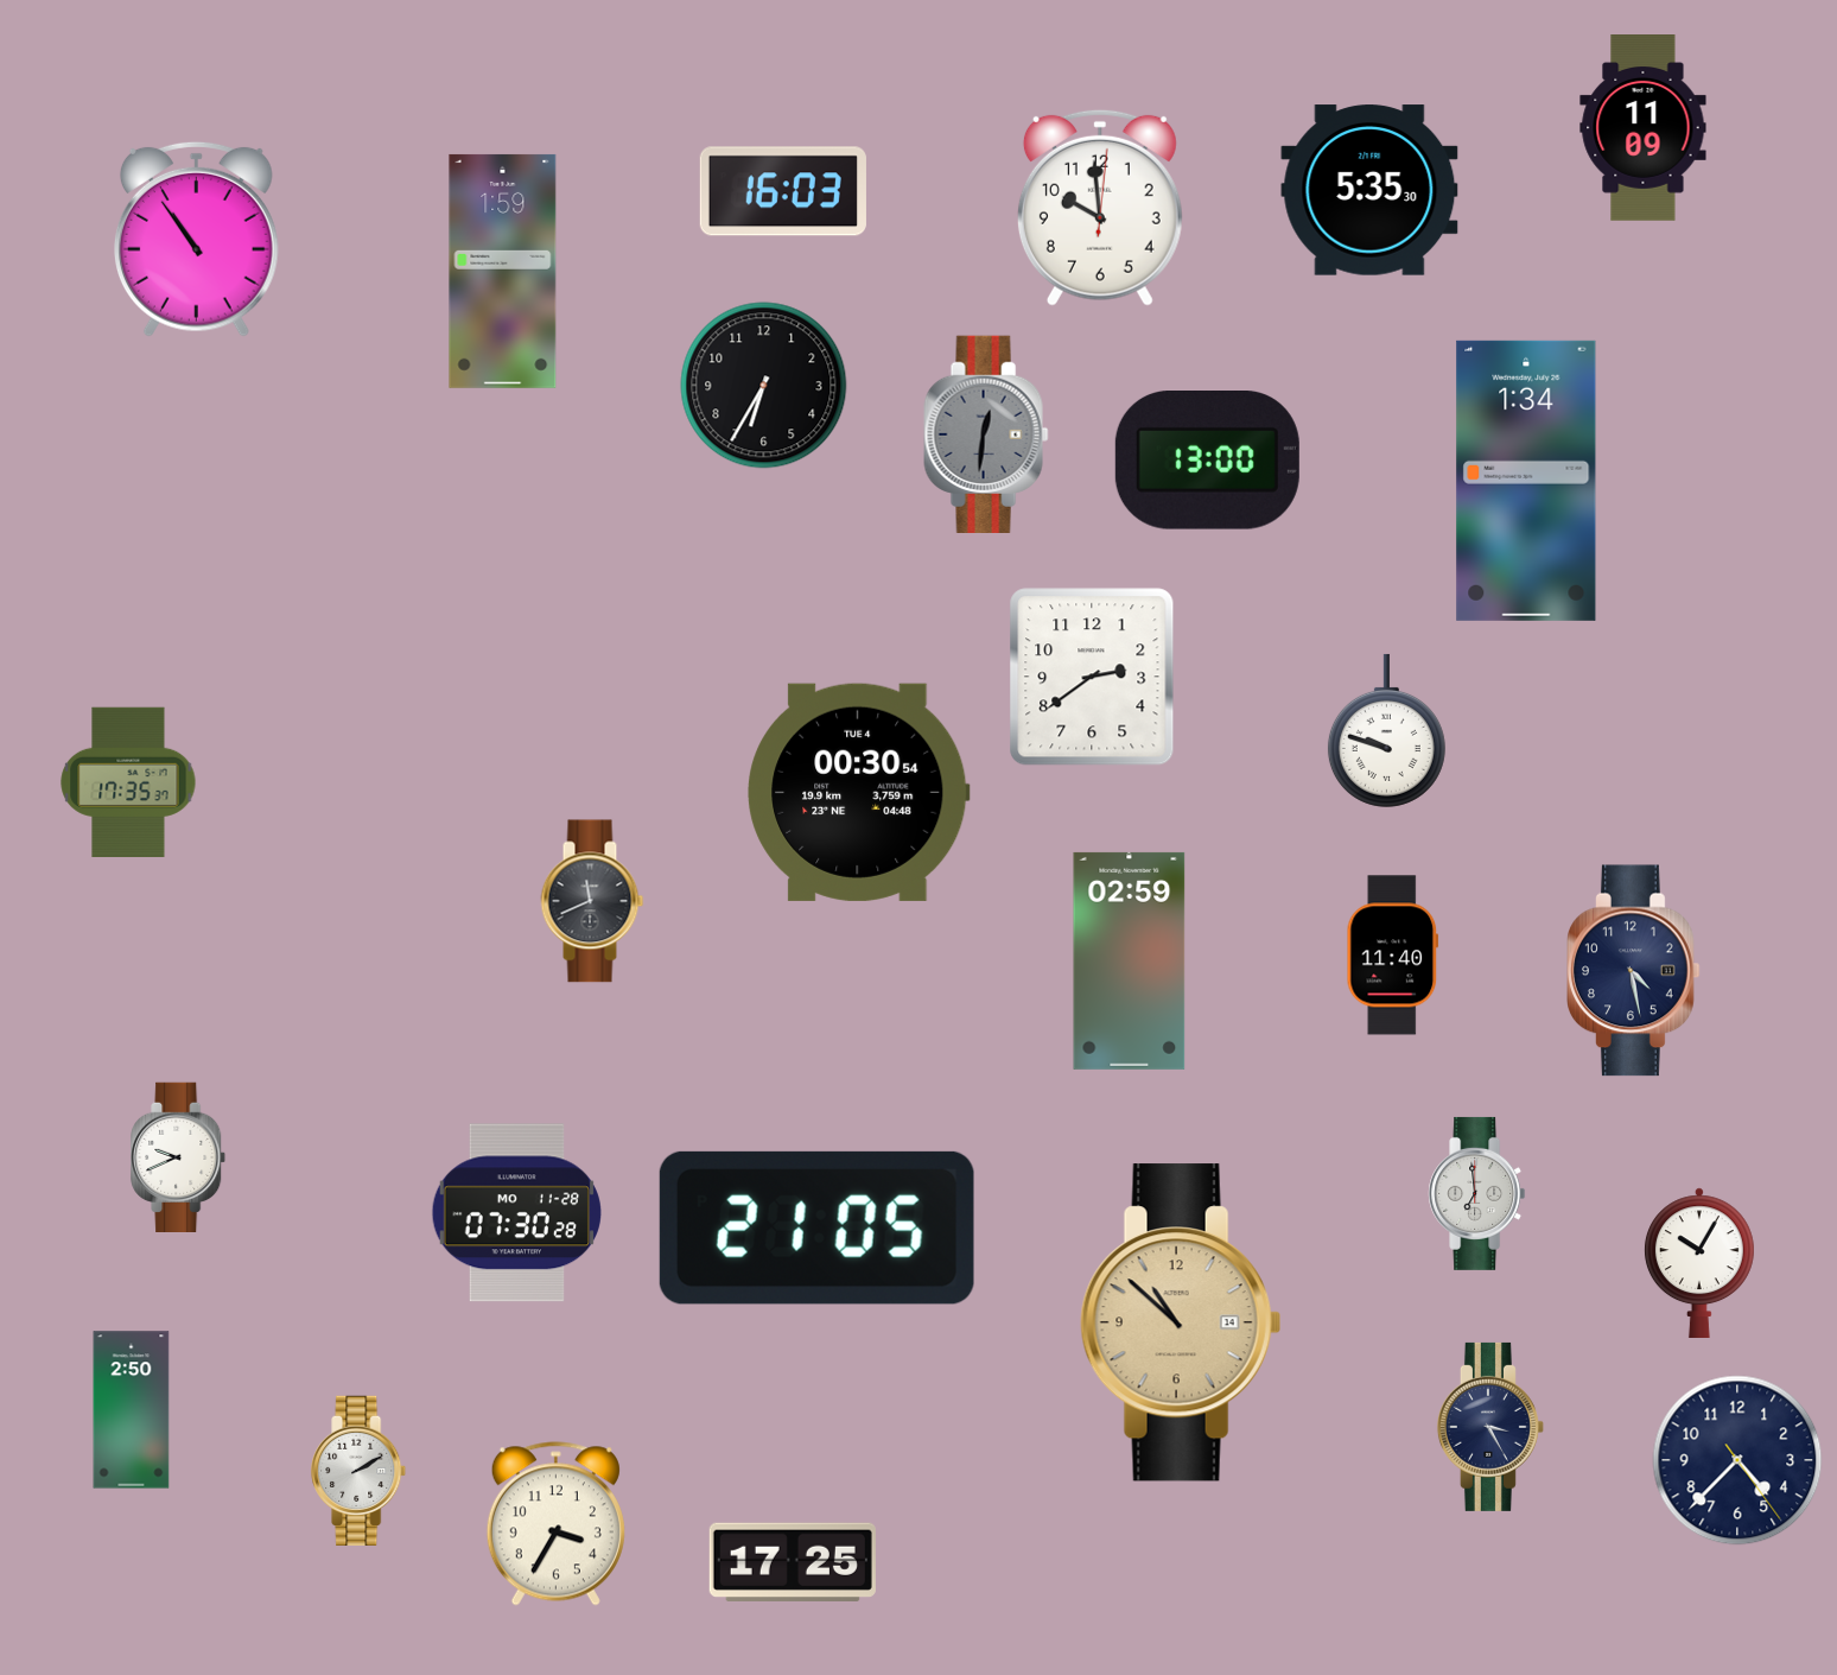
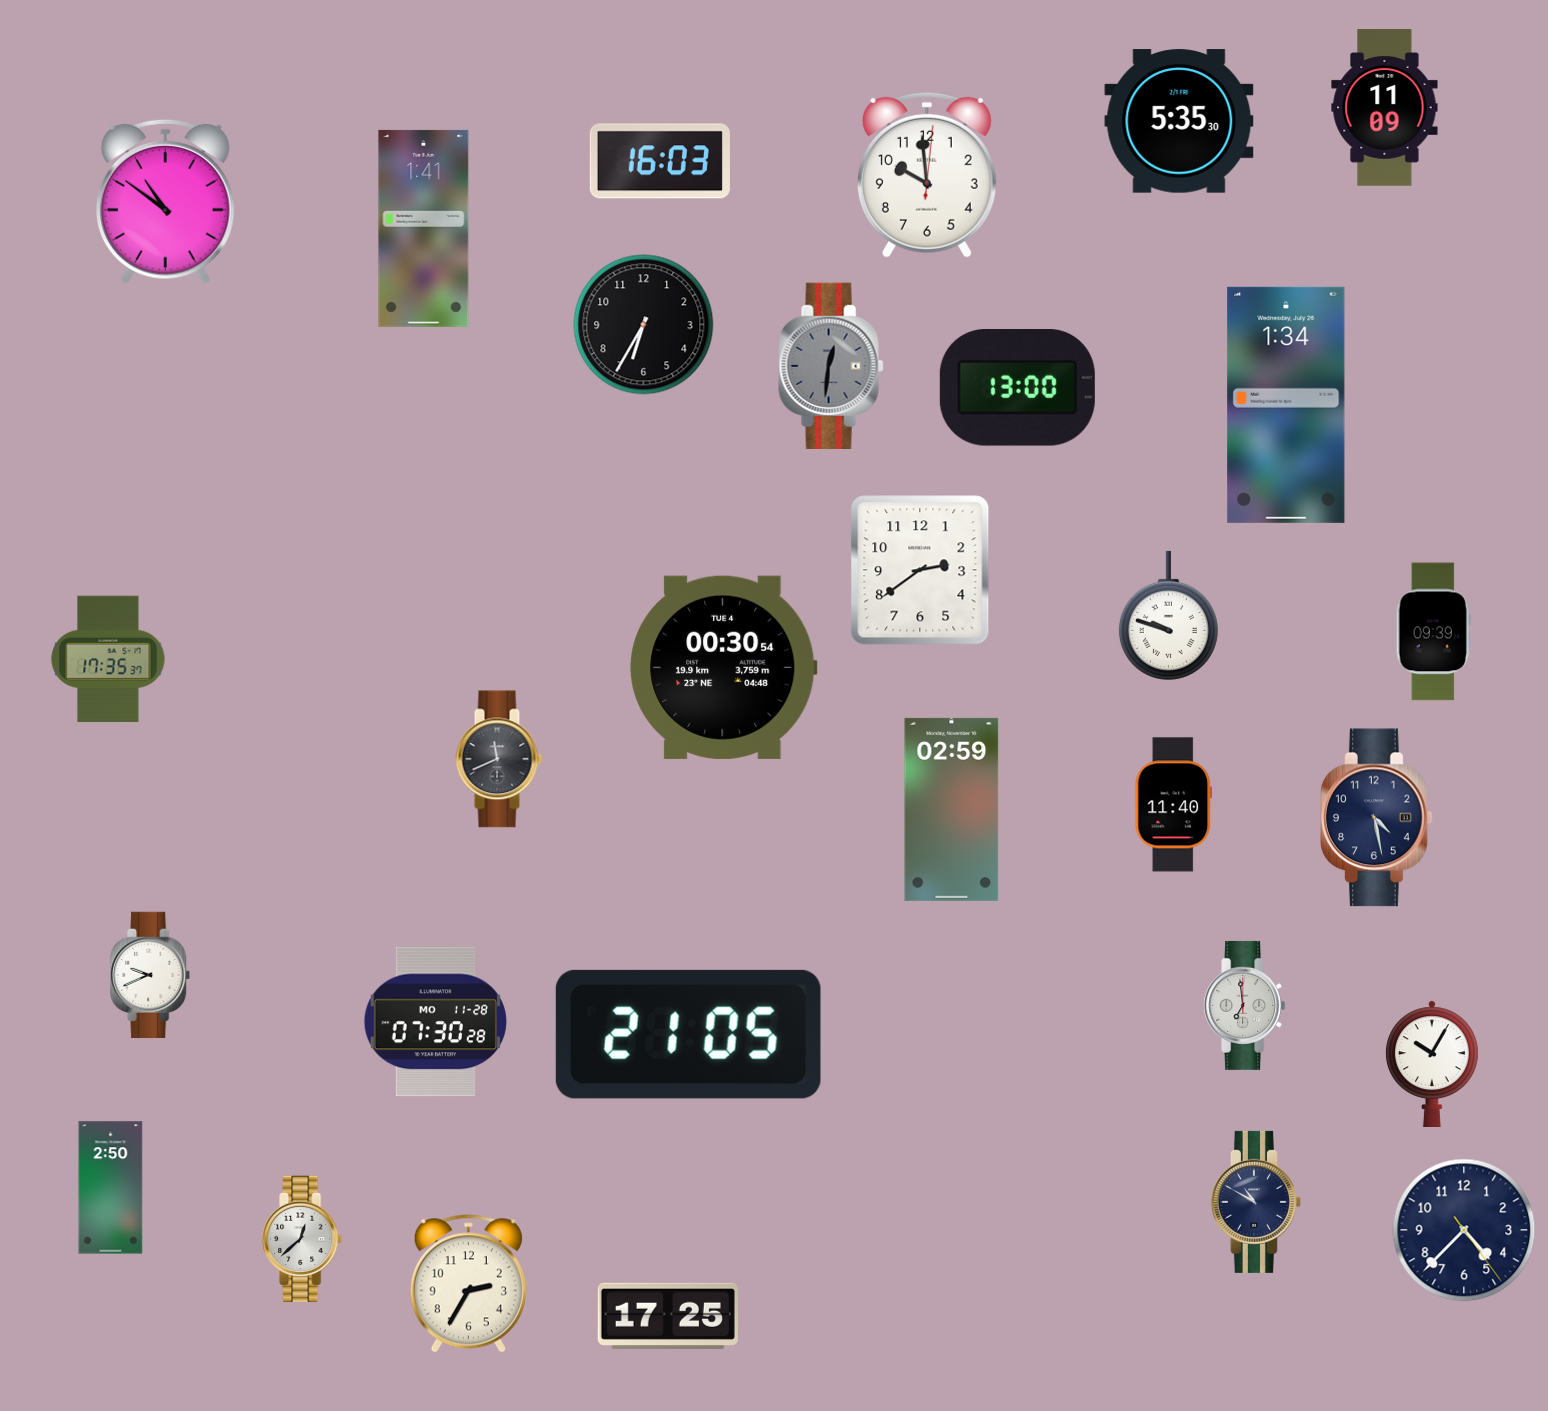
clock at (1369, 190) position: (1369, 190) -> (1179, 121)
clock at (196, 239): 10:54 -> 10:51
clock at (503, 271): 1:59 -> 1:41
clock at (1433, 632): none -> 09:39
clock at (1181, 1322): 10:52 -> none
clock at (1490, 1427): 3:25 -> 10:50
clock at (360, 1470): 2:10 -> 12:38
clock at (555, 1524): 3:35 -> 2:35
